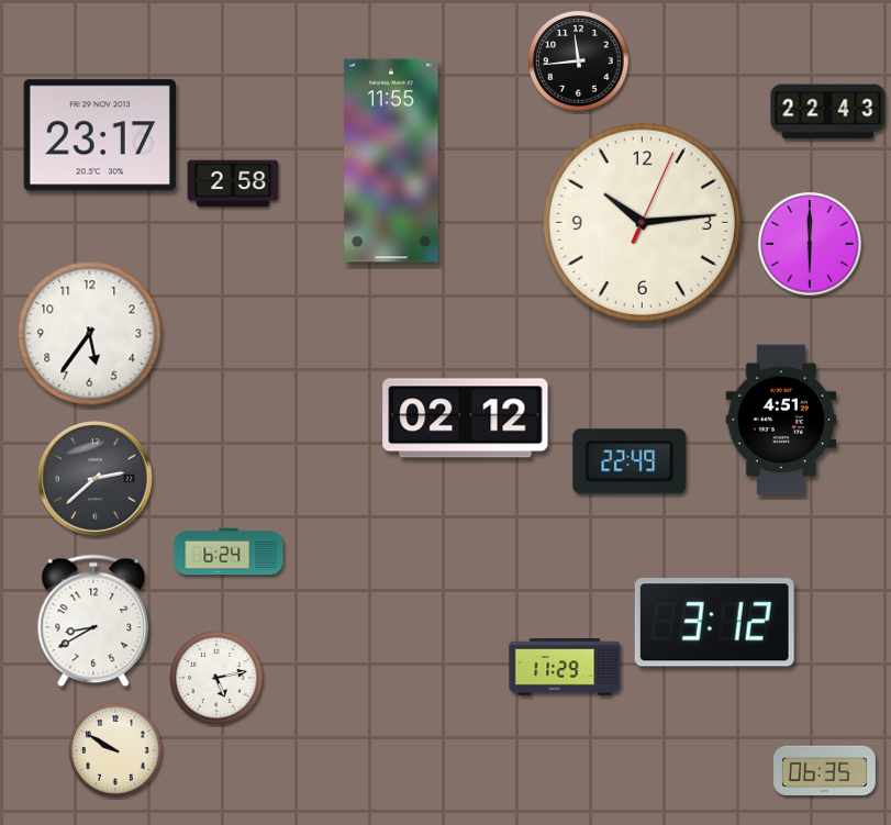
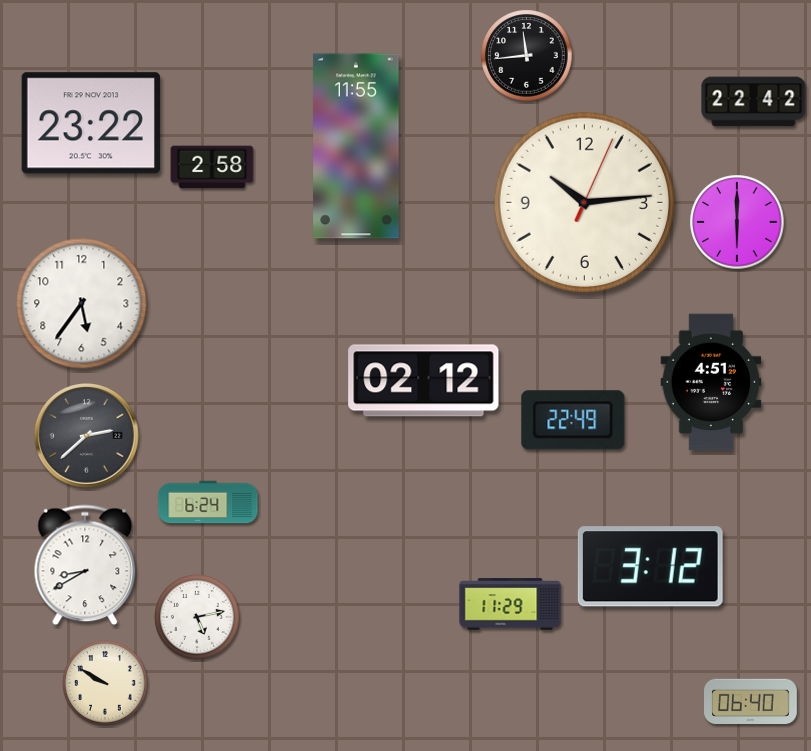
clock at (828, 112): 22:43 -> 22:42
clock at (100, 135): 23:17 -> 23:22
clock at (565, 667) position: (565, 667) -> (510, 604)
clock at (825, 770): 06:35 -> 06:40
